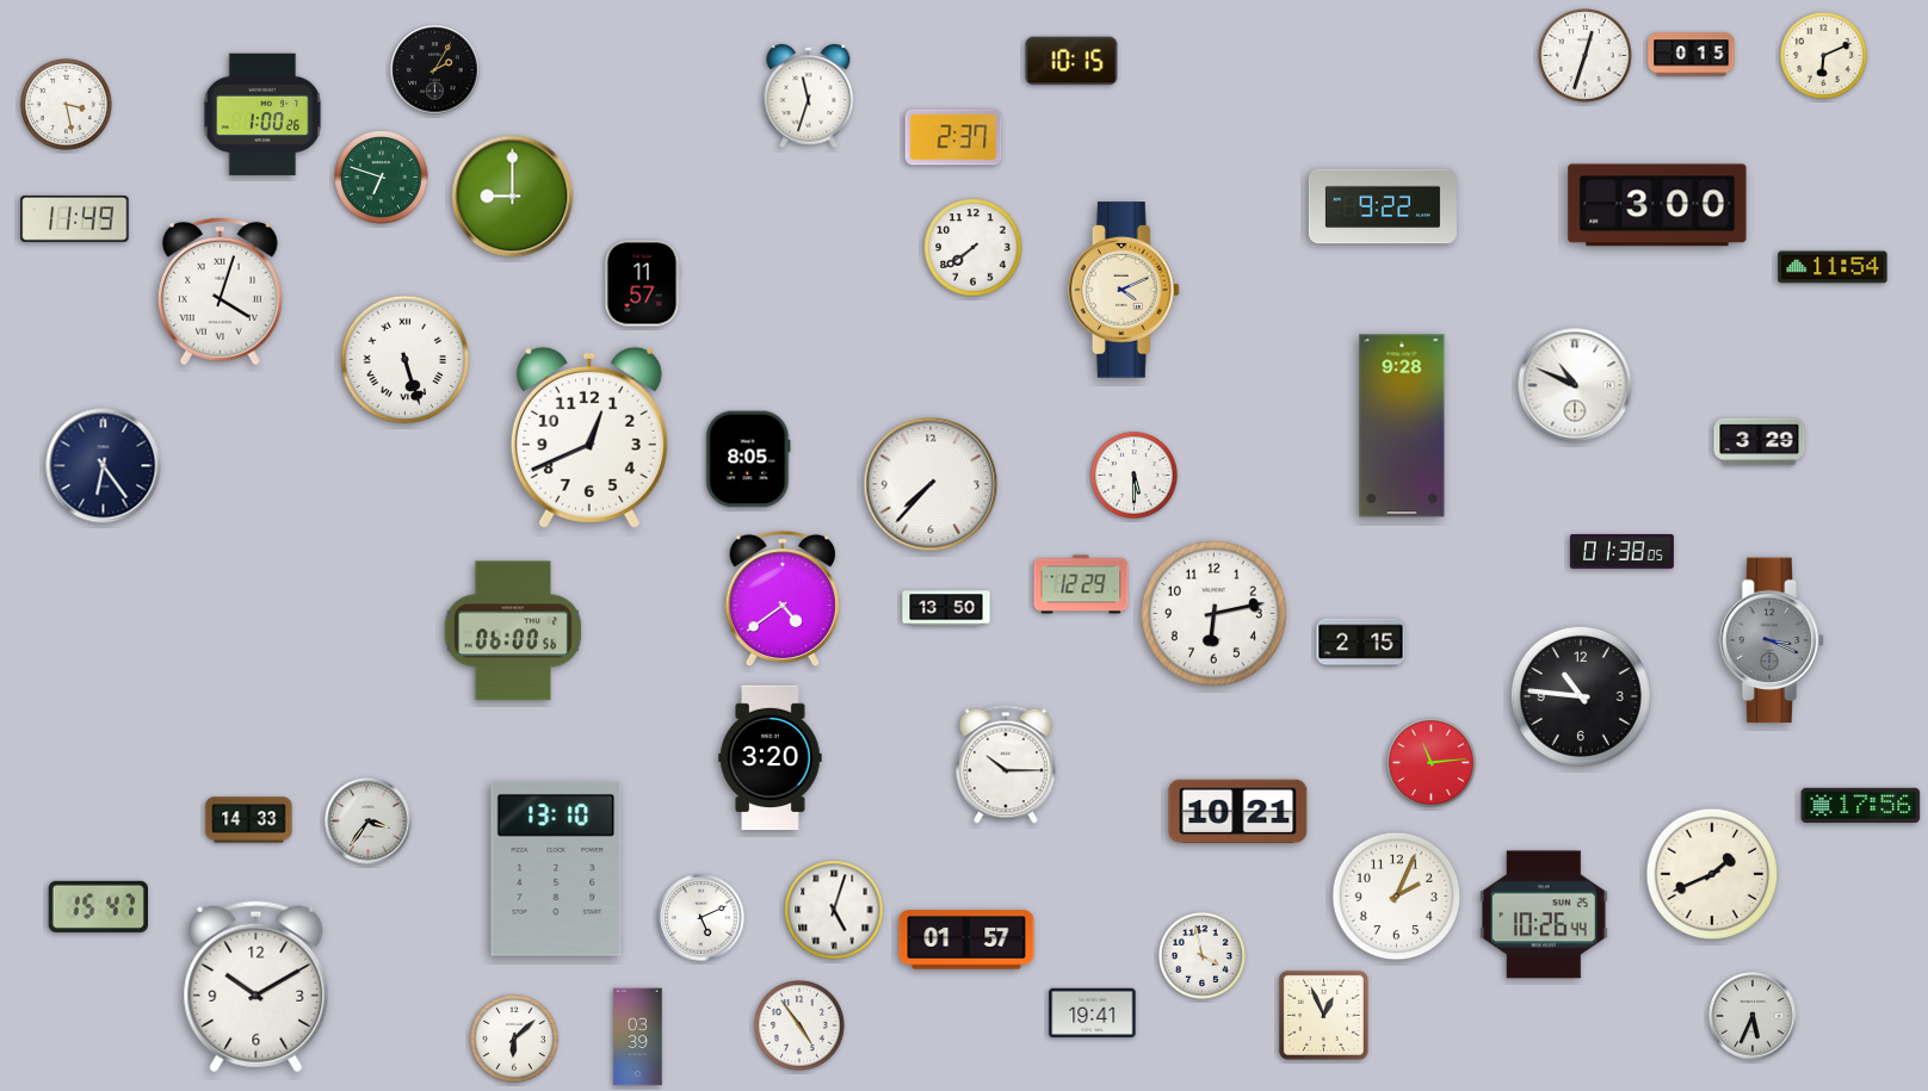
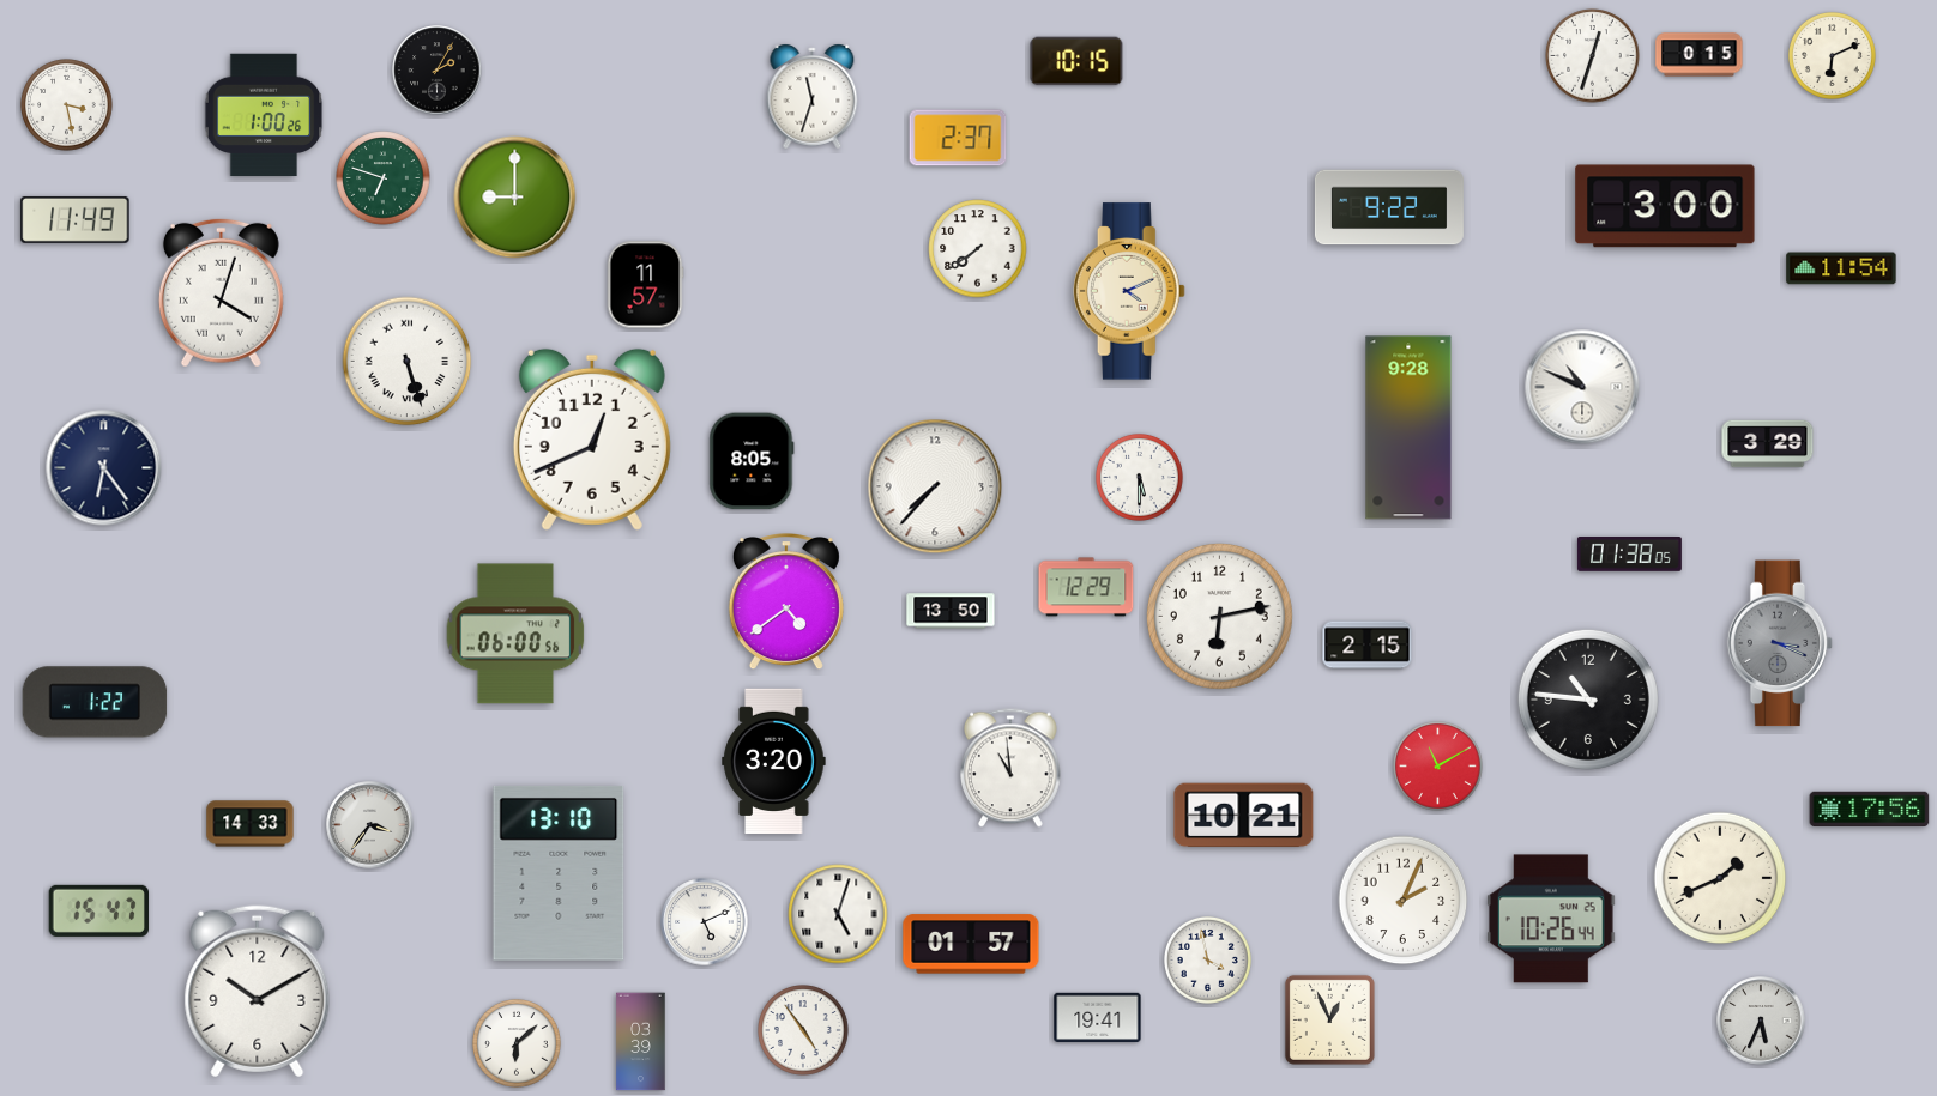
clock at (95, 702): none -> 1:22
clock at (1432, 763): 11:14 -> 11:10
clock at (1007, 764): 10:15 -> 10:59
